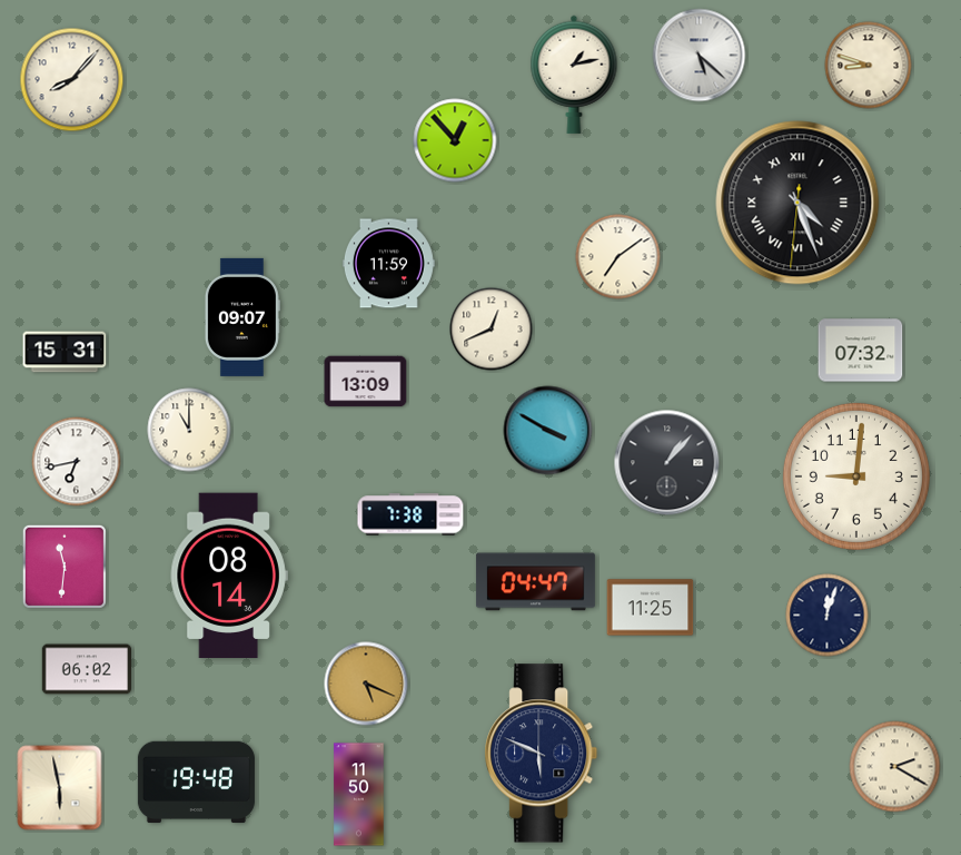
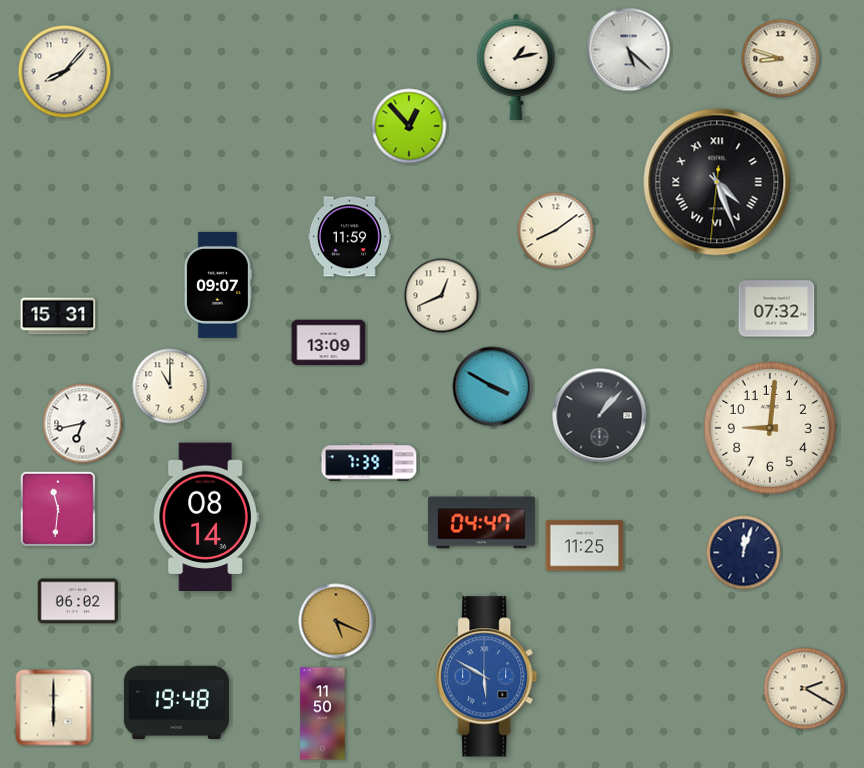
clock at (618, 257): 7:09 -> 8:09
clock at (861, 351) position: (861, 351) -> (777, 309)
clock at (77, 462) position: (77, 462) -> (83, 424)
clock at (410, 514): 7:38 -> 7:39
clock at (366, 684) position: (366, 684) -> (336, 621)
clock at (542, 754): 5:49 -> 5:50
clock at (542, 754) dial: navy -> blue
clock at (60, 788): 5:58 -> 6:00
